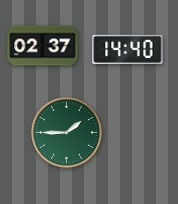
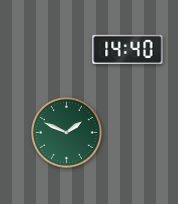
clock at (43, 46): 02:37 -> none
clock at (67, 133): 1:45 -> 1:49
